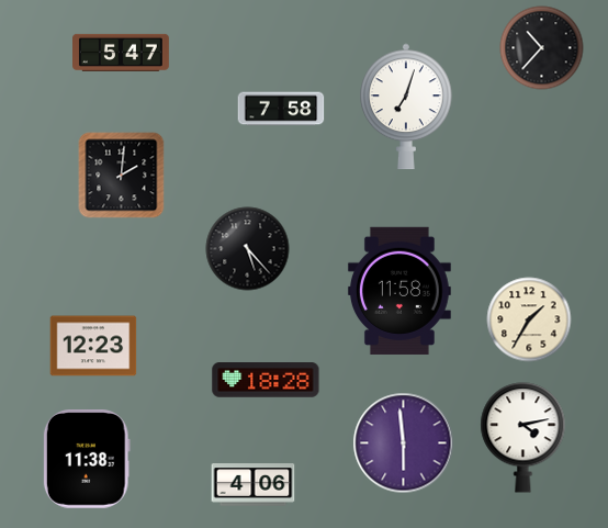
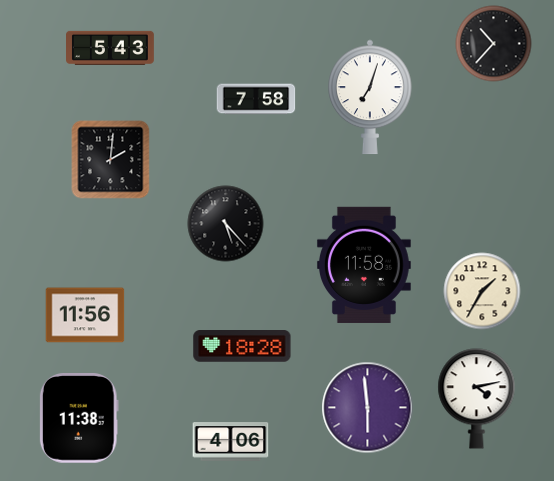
clock at (122, 53): 5:47 -> 5:43
clock at (248, 249) position: (248, 249) -> (226, 224)
clock at (93, 346): 12:23 -> 11:56
clock at (404, 443) position: (404, 443) -> (368, 408)
